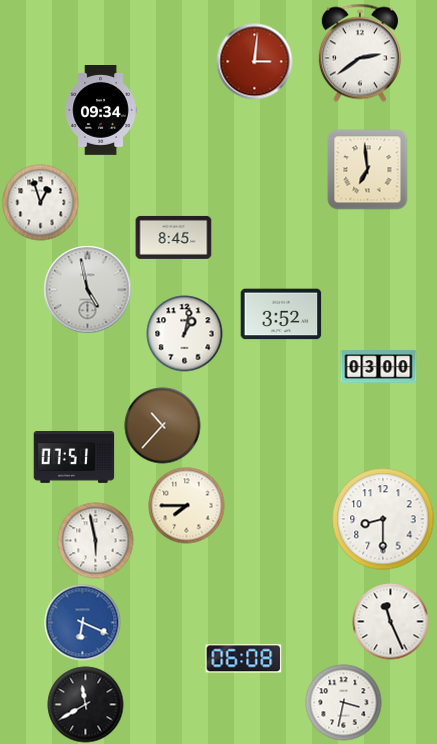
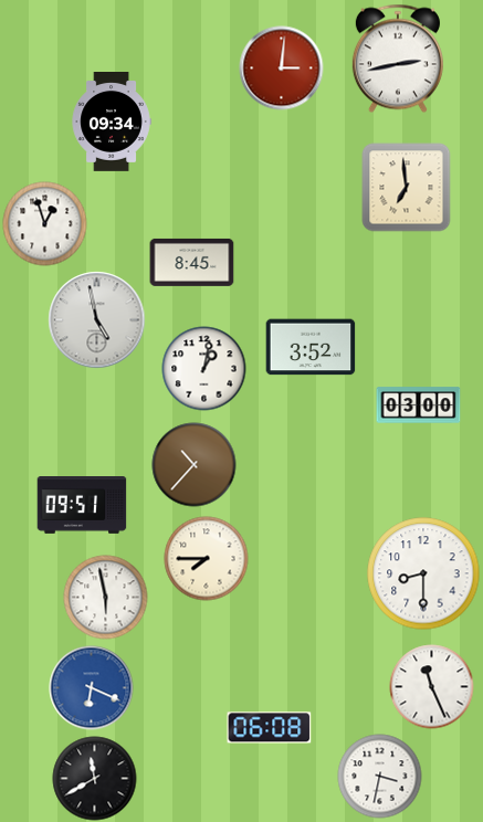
clock at (360, 53): 2:39 -> 2:43
clock at (163, 426) position: (163, 426) -> (195, 465)
clock at (74, 458): 07:51 -> 09:51
